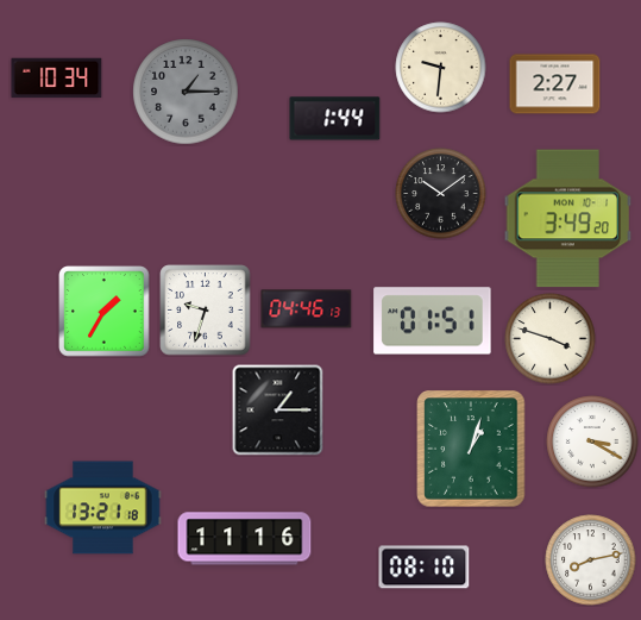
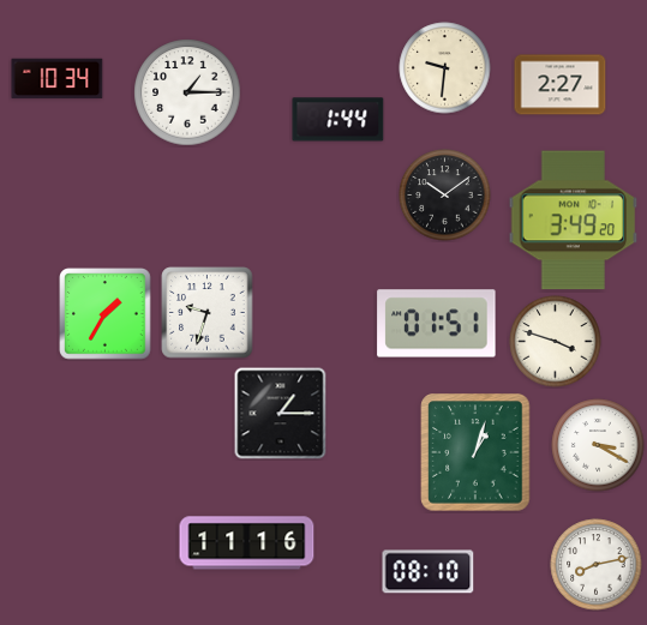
clock at (186, 92) dial: grey -> white
clock at (307, 309): 04:46 -> none
clock at (103, 508): 13:21 -> none
